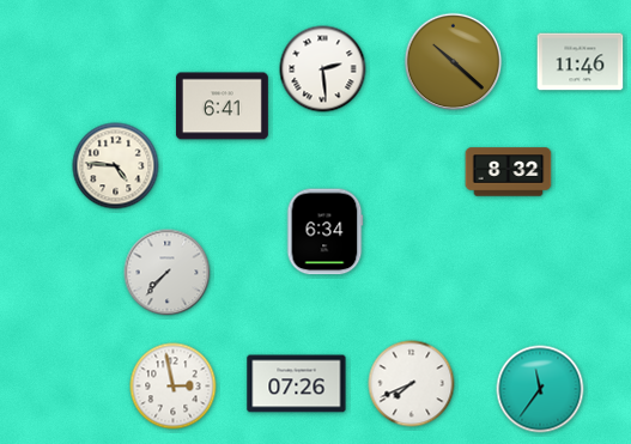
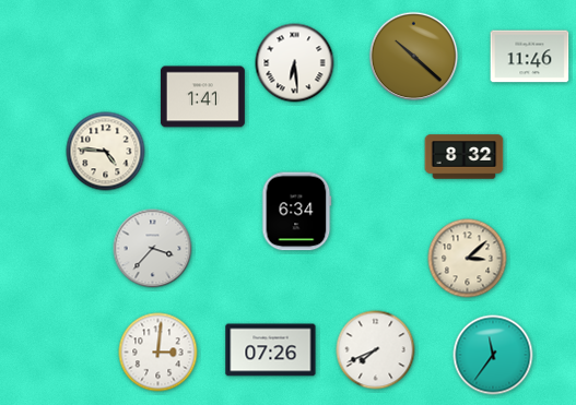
clock at (323, 69): 2:29 -> 6:29
clock at (222, 107): 6:41 -> 1:41
clock at (168, 273): 7:37 -> 3:37
clock at (468, 259): none -> 3:08
clock at (174, 387): 2:58 -> 3:01
